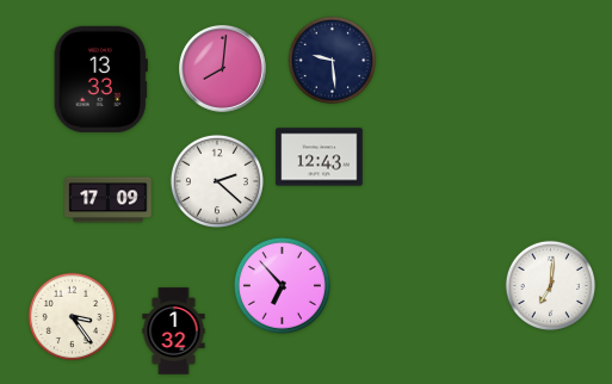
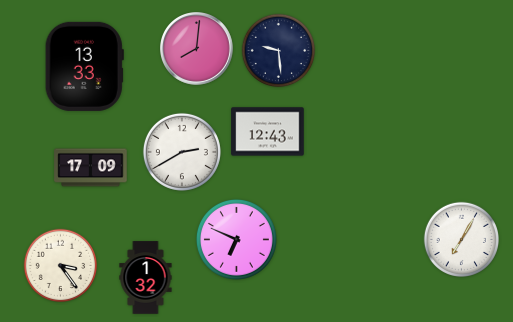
clock at (223, 69) position: (223, 69) -> (197, 49)
clock at (217, 181): 2:22 -> 2:40
clock at (282, 285): 6:53 -> 6:49
clock at (550, 285): 7:01 -> 7:05
